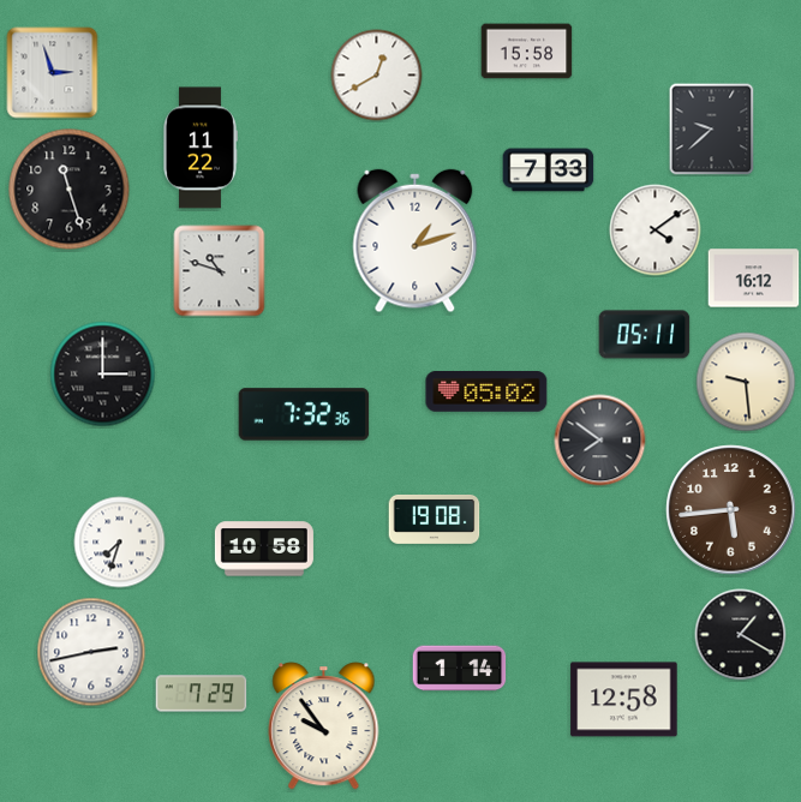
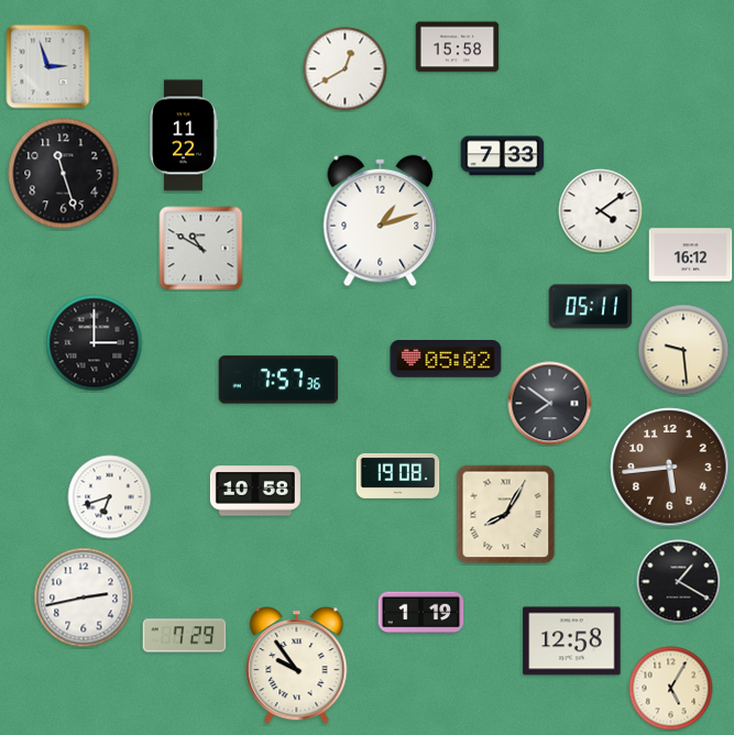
clock at (527, 52) position: (527, 52) -> (458, 47)
clock at (712, 130): 9:38 -> none
clock at (220, 271): 10:48 -> 10:50
clock at (304, 414): 7:32 -> 7:57
clock at (120, 543): 7:33 -> 6:42
clock at (264, 549) position: (264, 549) -> (255, 491)
clock at (506, 515): none -> 8:05
clock at (460, 669): 1:14 -> 1:19
clock at (671, 689): none -> 5:05
